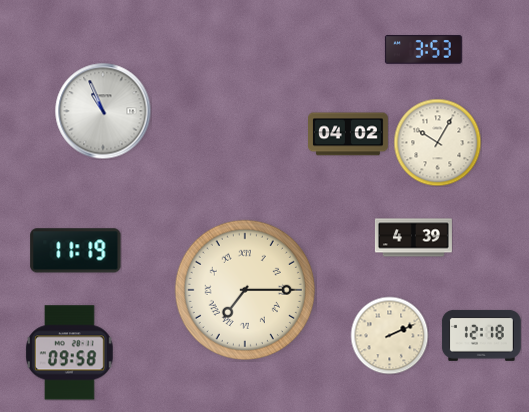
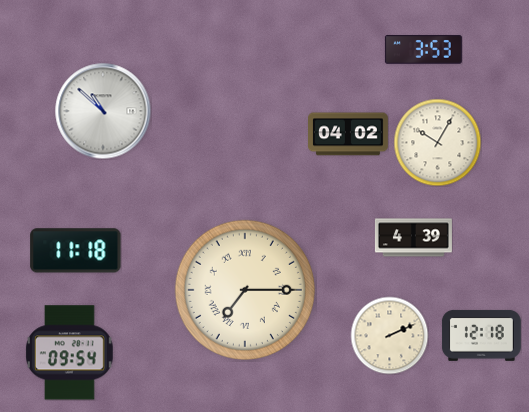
clock at (103, 111): 10:56 -> 10:52
clock at (76, 251): 11:19 -> 11:18
clock at (69, 353): 09:58 -> 09:54
